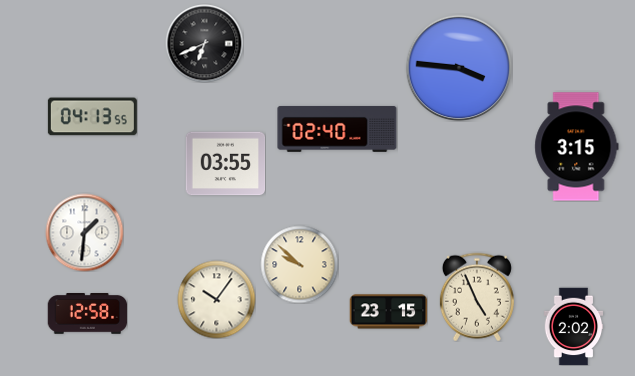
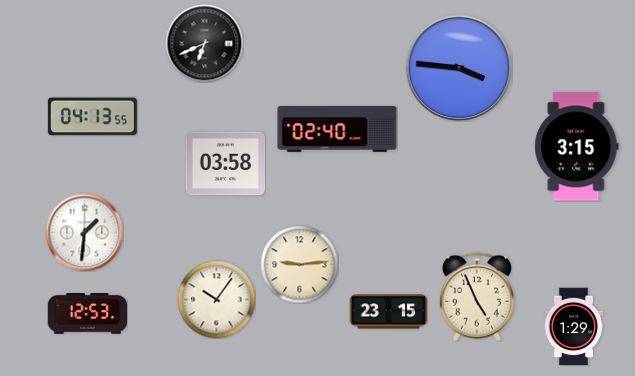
clock at (225, 164): 03:55 -> 03:58
clock at (299, 264): 9:52 -> 9:14
clock at (87, 314): 12:58 -> 12:53
clock at (574, 326): 2:02 -> 1:29
